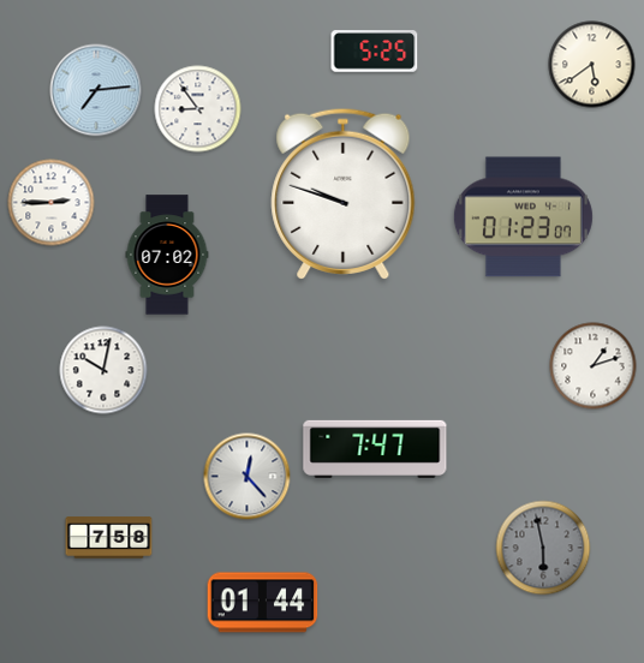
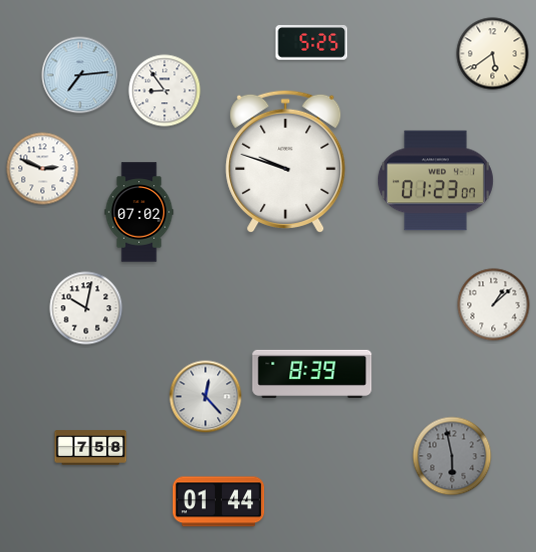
clock at (52, 203): 2:45 -> 2:49
clock at (594, 366): 1:12 -> 1:08
clock at (375, 449): 7:47 -> 8:39
